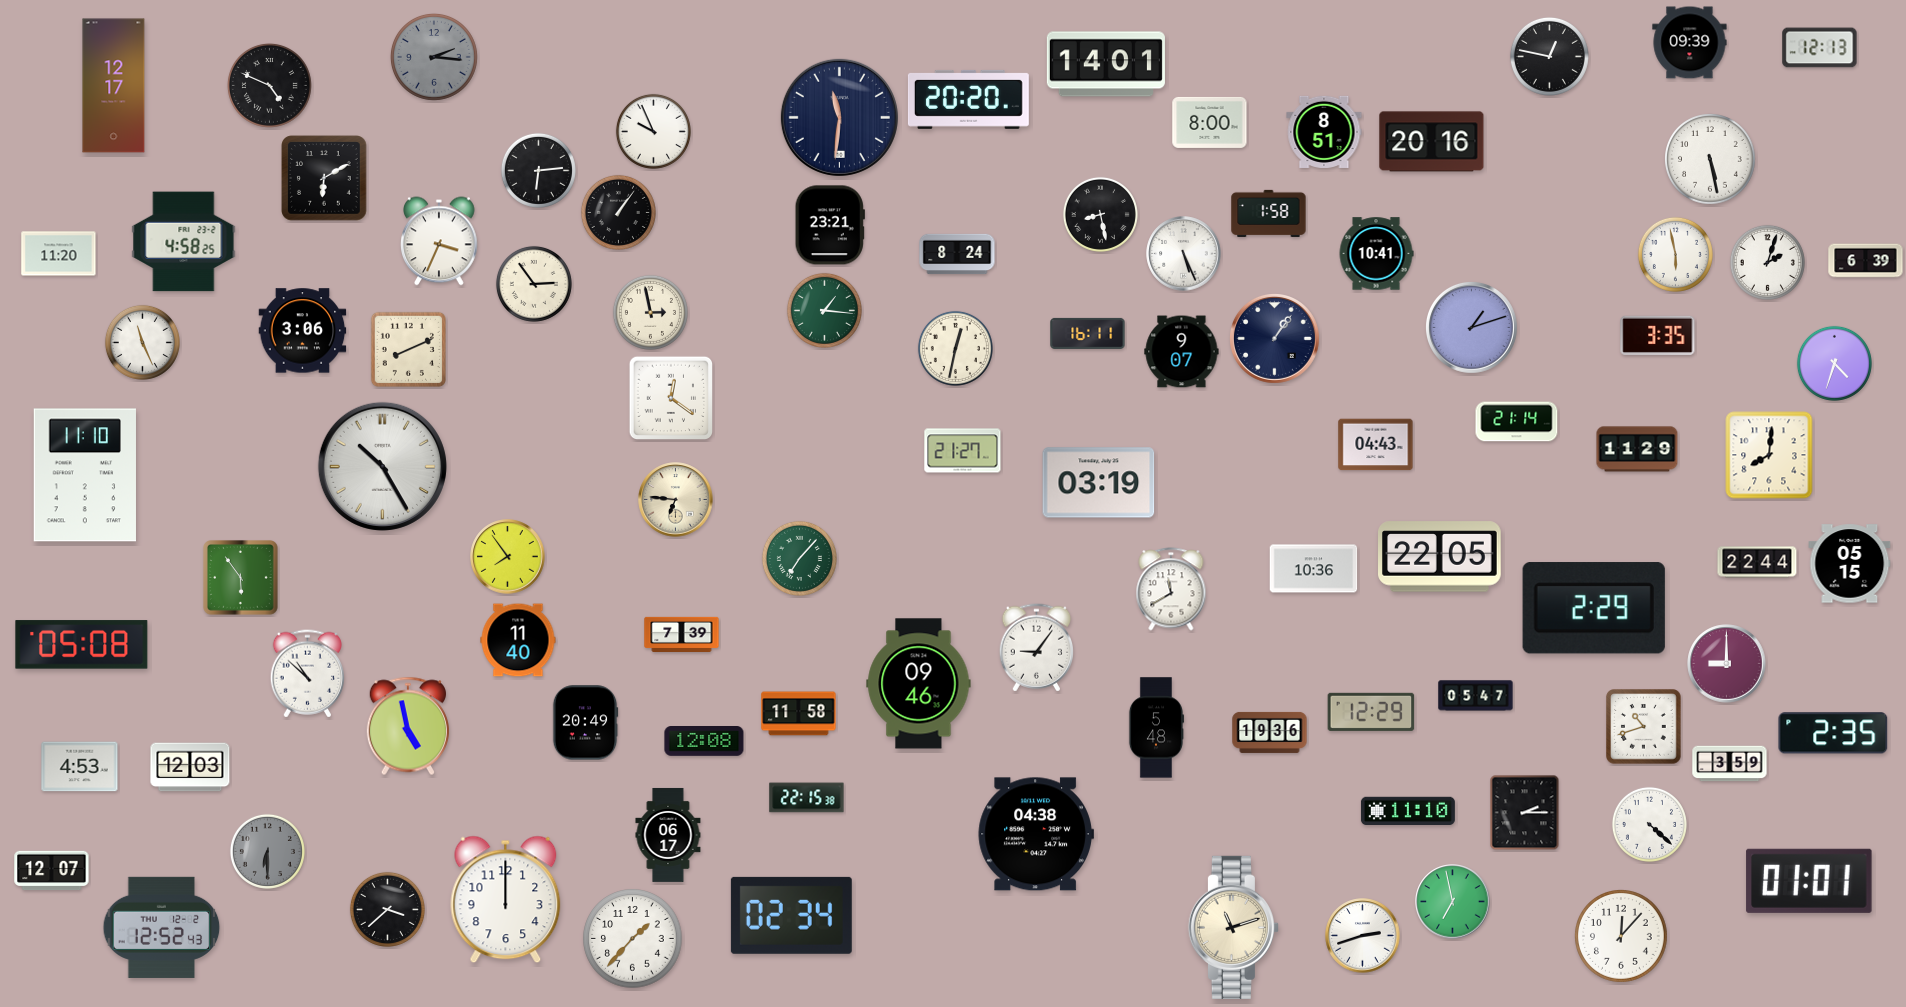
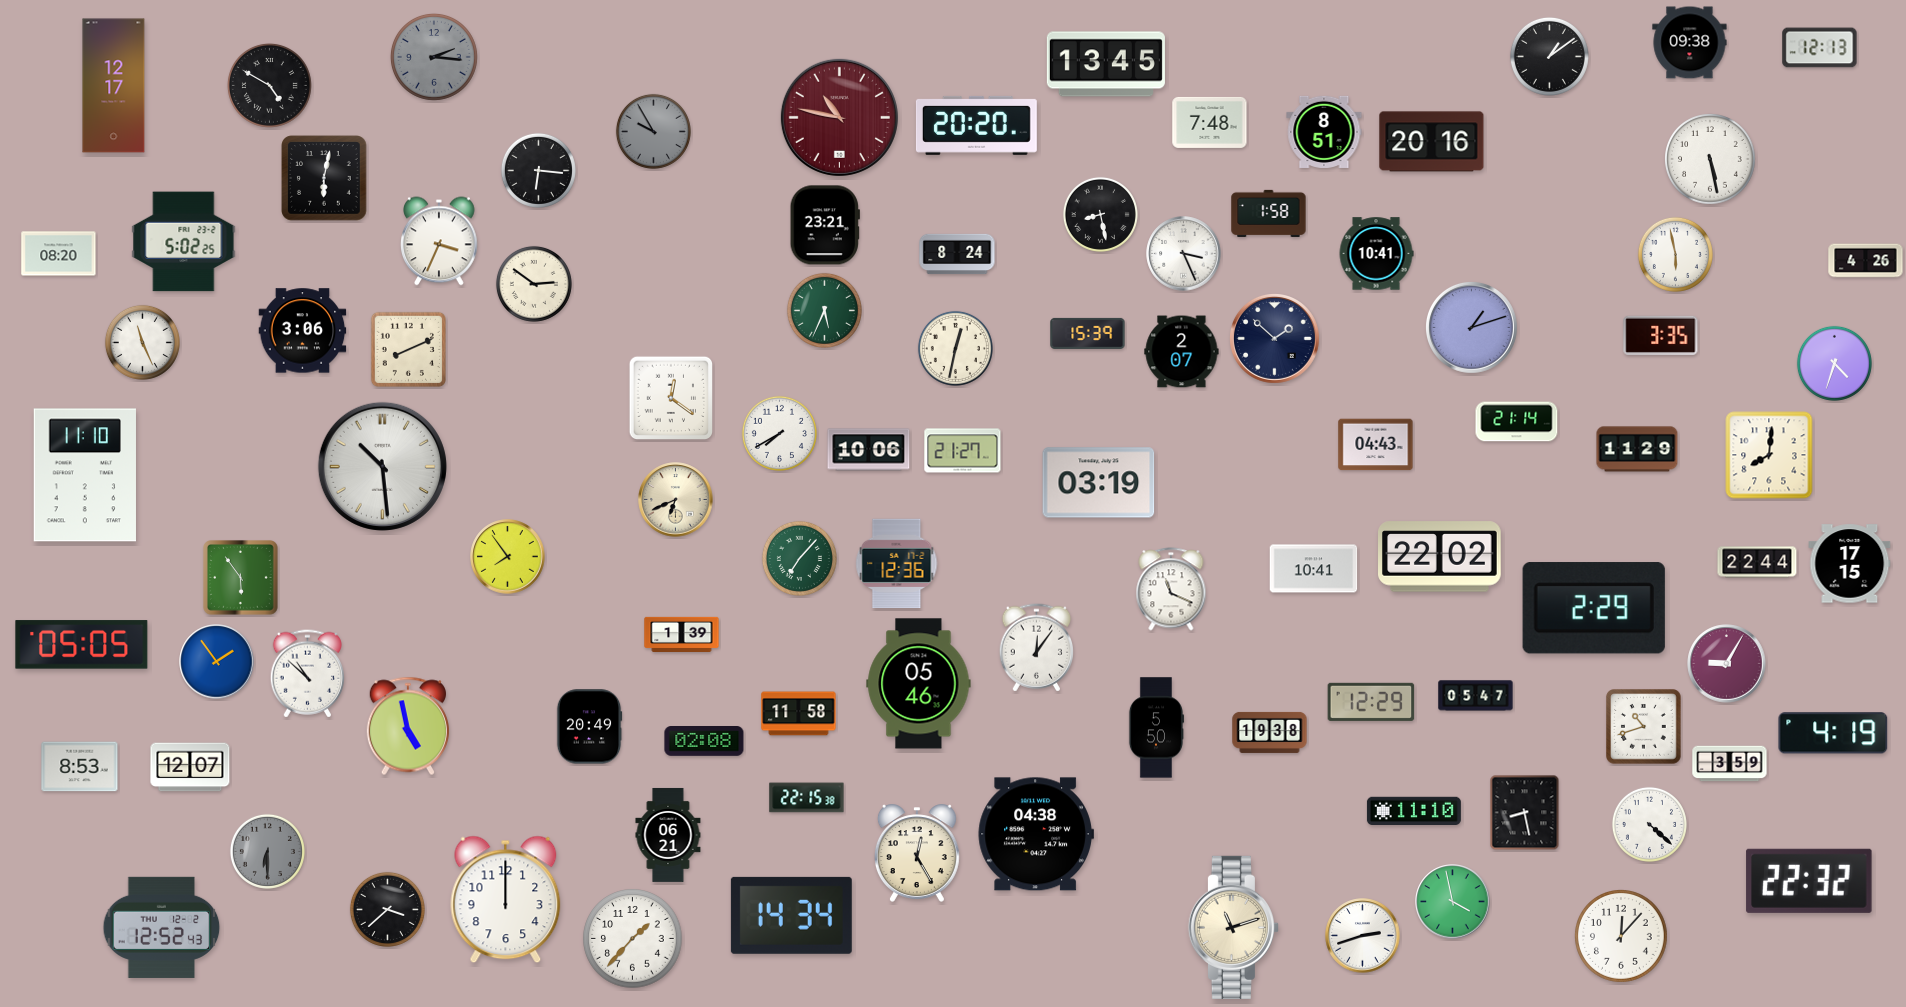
clock at (1690, 43): 09:39 -> 09:38
clock at (1549, 56): 12:47 -> 1:09
clock at (1106, 64): 14:01 -> 13:45
clock at (269, 85): 4:49 -> 4:50
clock at (968, 99) position: (968, 99) -> (976, 125)
clock at (839, 117): 11:31 -> 10:47
clock at (839, 117) dial: navy -> burgundy
clock at (1210, 122): 8:00 -> 7:48
clock at (653, 131): 9:56 -> 9:55
clock at (653, 131) dial: white -> grey
clock at (538, 170): 6:14 -> 6:16
clock at (324, 178): 6:10 -> 6:02
clock at (618, 212): 1:06 -> none
clock at (830, 225) position: (830, 225) -> (825, 225)
clock at (184, 242): 4:58 -> 5:02
clock at (59, 254): 11:20 -> 08:20
clock at (1184, 254): 5:26 -> 3:26
clock at (1866, 261): 6:39 -> 4:26
clock at (1767, 262): 2:03 -> none
clock at (534, 284): 2:54 -> 2:51
clock at (824, 310): 1:16 -> 5:34
clock at (650, 312): 2:58 -> none
clock at (1088, 333): 16:11 -> 15:39
clock at (1658, 335) position: (1658, 335) -> (1661, 335)
clock at (1275, 339): 1:06 -> 1:52
clock at (1182, 352): 9:07 -> 2:07
clock at (779, 433): none -> 7:40
clock at (869, 450): none -> 10:06
clock at (382, 466): 10:25 -> 10:29
clock at (676, 500): 6:46 -> 6:41
clock at (1440, 557): 22:05 -> 22:02
clock at (897, 564): none -> 12:36
clock at (1850, 564): 05:15 -> 17:15
clock at (1314, 569): 10:36 -> 10:41
clock at (1171, 589): 11:40 -> 11:19
clock at (682, 634): 7:39 -> 1:39
clock at (518, 640): 11:40 -> none
clock at (82, 645): 05:08 -> 05:05
clock at (1036, 648): 9:06 -> 12:06
clock at (217, 662): none -> 1:54
clock at (1727, 664): 9:00 -> 9:05
clock at (919, 684): 09:46 -> 05:46
clock at (1371, 712) position: (1371, 712) -> (1371, 702)
clock at (585, 723) position: (585, 723) -> (589, 727)
clock at (1156, 728): 5:48 -> 5:50
clock at (1270, 732): 19:36 -> 19:38
clock at (1833, 733): 2:35 -> 4:19
clock at (704, 742): 12:08 -> 02:08
clock at (80, 767): 4:53 -> 8:53
clock at (190, 767): 12:03 -> 12:07
clock at (1408, 810) position: (1408, 810) -> (1414, 810)
clock at (1525, 813): 2:15 -> 8:28
clock at (668, 835): 06:17 -> 06:21
clock at (917, 853): none -> 12:25
clock at (52, 871): 12:07 -> none
clock at (1809, 881): 01:01 -> 22:32
clock at (1453, 902): 6:58 -> 3:58
clock at (791, 915): 02:34 -> 14:34
